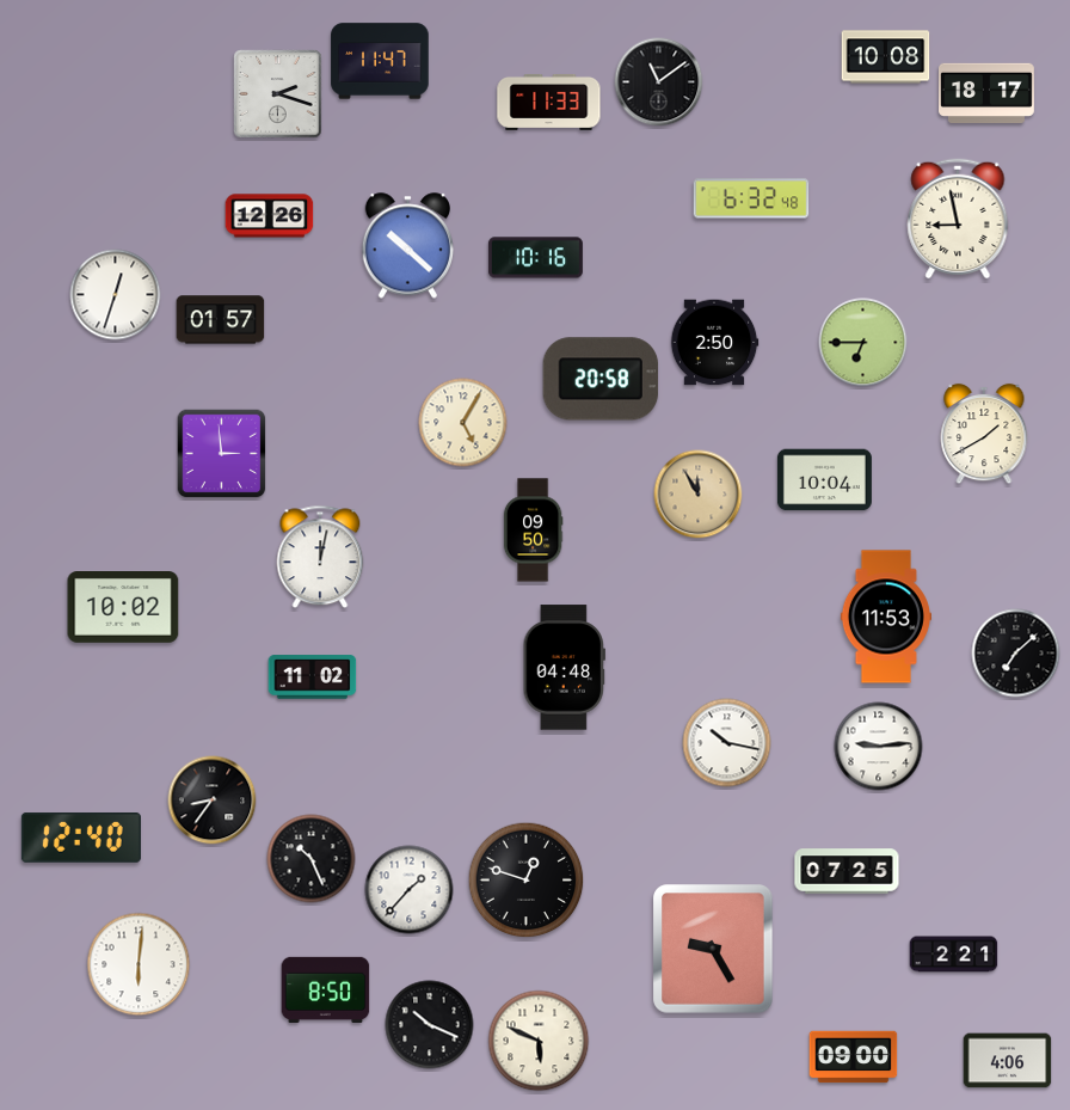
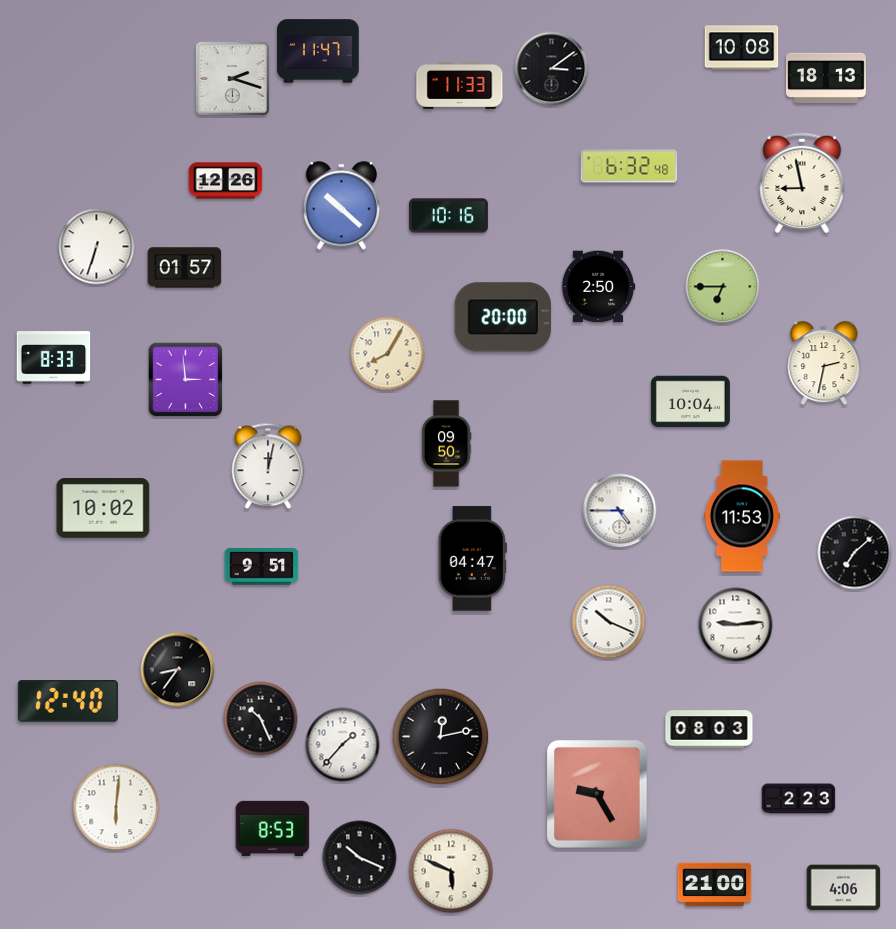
clock at (659, 82): 11:09 -> 3:09
clock at (988, 92): 18:17 -> 18:13
clock at (116, 295): 12:33 -> 6:33
clock at (601, 379): 20:58 -> 20:00
clock at (463, 423): 5:05 -> 8:05
clock at (54, 358): none -> 8:33
clock at (984, 434): 1:40 -> 2:32
clock at (699, 495): 11:55 -> none
clock at (620, 511): none -> 4:45
clock at (1016, 654) position: (1016, 654) -> (855, 553)
clock at (564, 668): 04:48 -> 04:47
clock at (313, 677): 11:02 -> 9:51
clock at (727, 743): 10:17 -> 10:19
clock at (847, 871): 07:25 -> 08:03
clock at (527, 881): 12:48 -> 12:13
clock at (954, 955): 2:21 -> 2:23
clock at (326, 989): 8:50 -> 8:53
clock at (854, 1057): 09:00 -> 21:00
